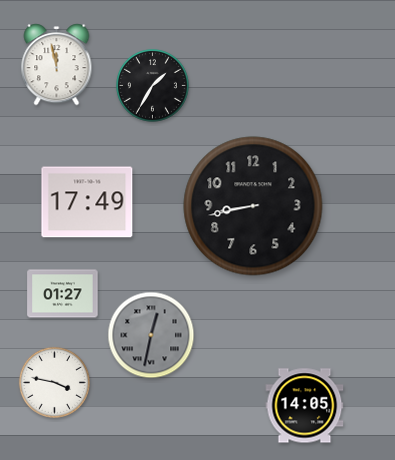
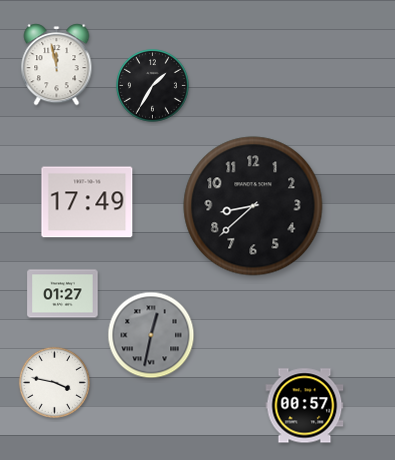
clock at (253, 206): 8:43 -> 8:38
clock at (305, 406): 14:05 -> 00:57
